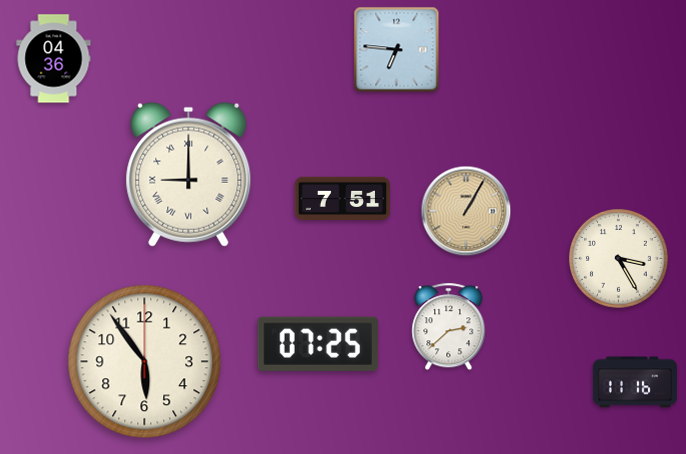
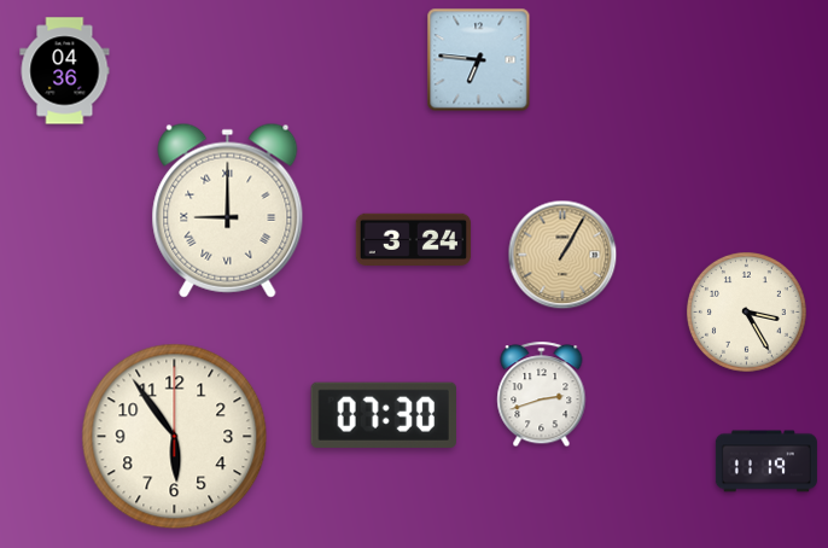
clock at (343, 199): 7:51 -> 3:24
clock at (449, 327): 2:38 -> 2:42
clock at (317, 344): 07:25 -> 07:30
clock at (635, 382): 11:16 -> 11:19
